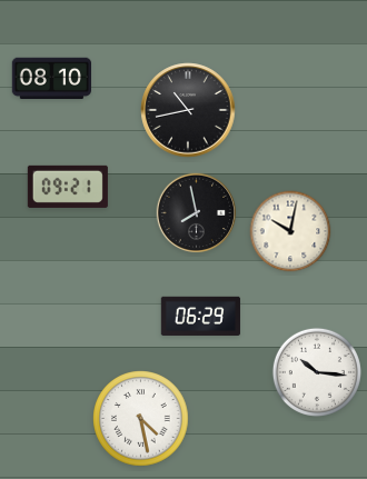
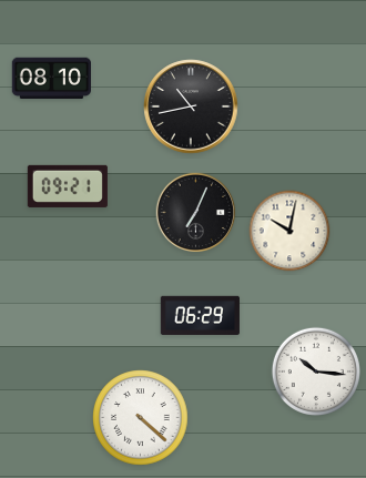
clock at (188, 110) position: (188, 110) -> (191, 106)
clock at (197, 213): 7:58 -> 7:04
clock at (141, 419): 4:28 -> 4:22
